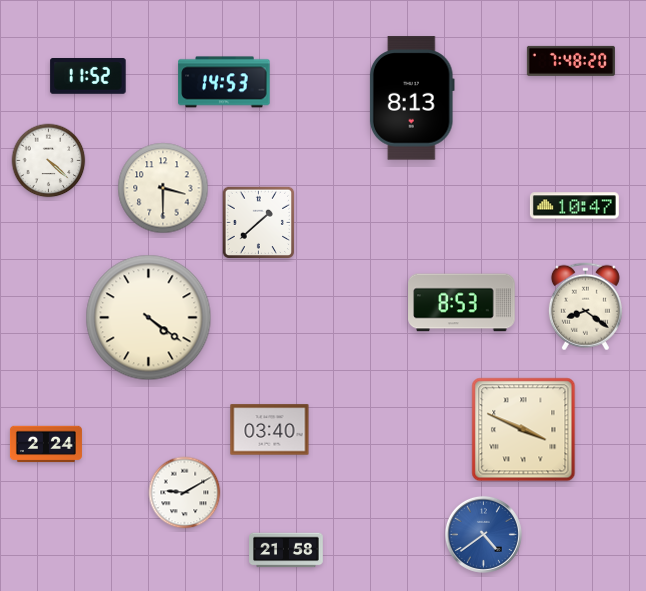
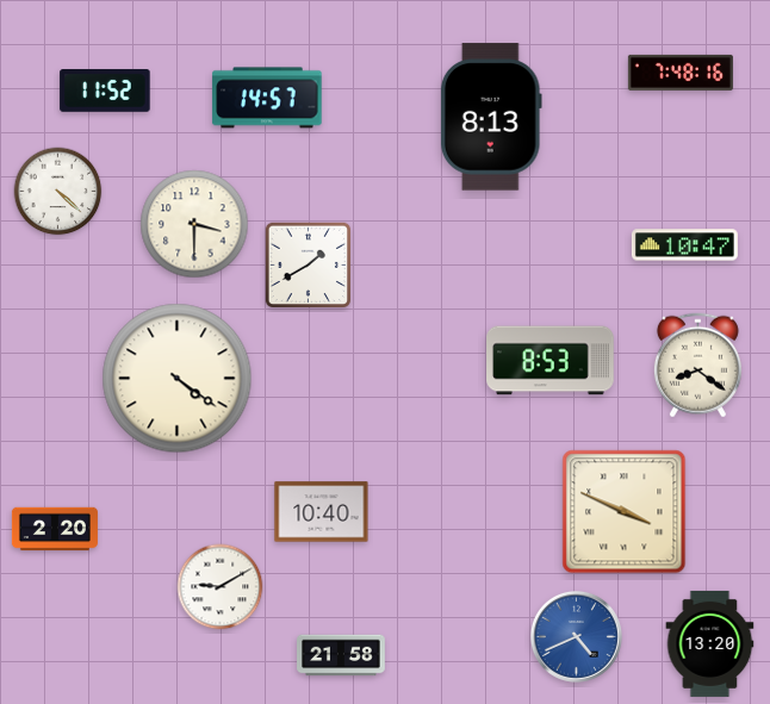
clock at (571, 61): 7:48:20 -> 7:48:16
clock at (224, 82): 14:53 -> 14:57
clock at (259, 223): 1:38 -> 1:40
clock at (270, 430): 03:40 -> 10:40
clock at (46, 444): 2:24 -> 2:20
clock at (483, 534): 4:39 -> 4:41
clock at (710, 643): none -> 13:20
